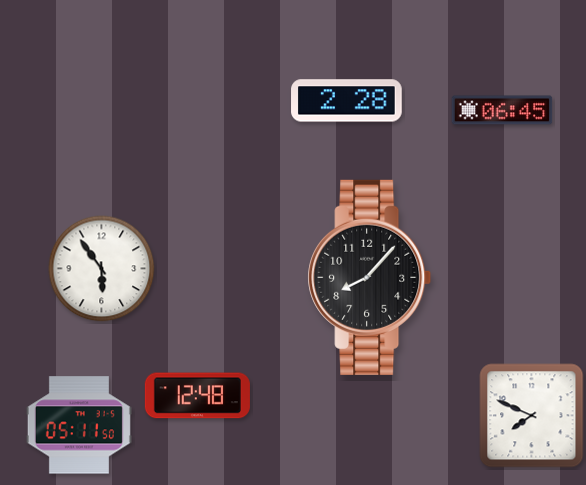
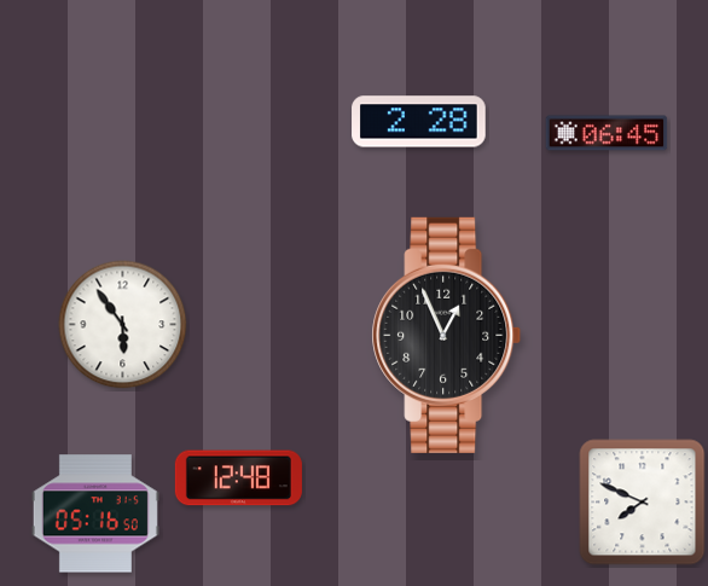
clock at (370, 277): 8:07 -> 12:56
clock at (79, 425): 05:11 -> 05:16
